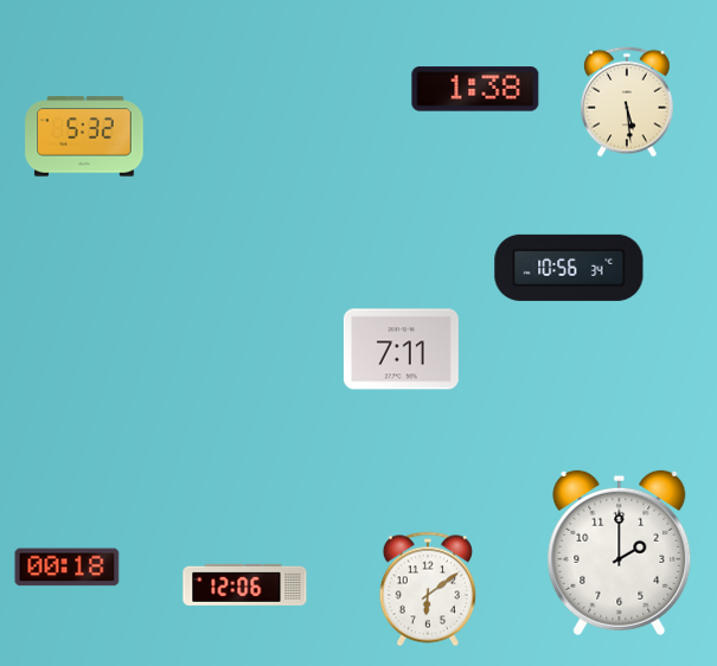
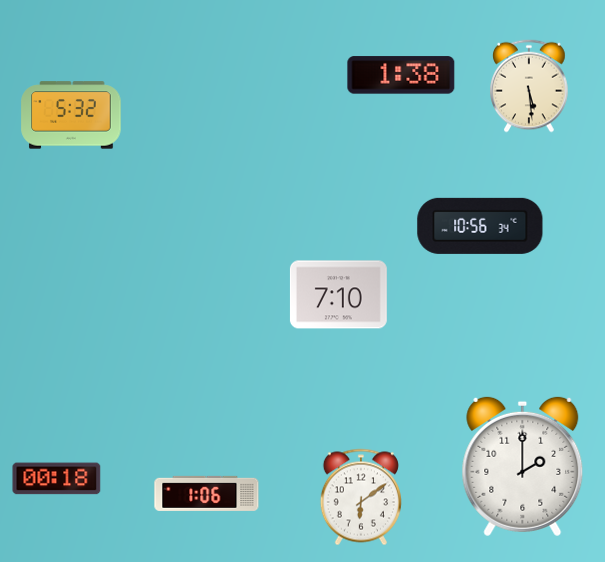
clock at (401, 350): 7:11 -> 7:10
clock at (245, 584): 12:06 -> 1:06
